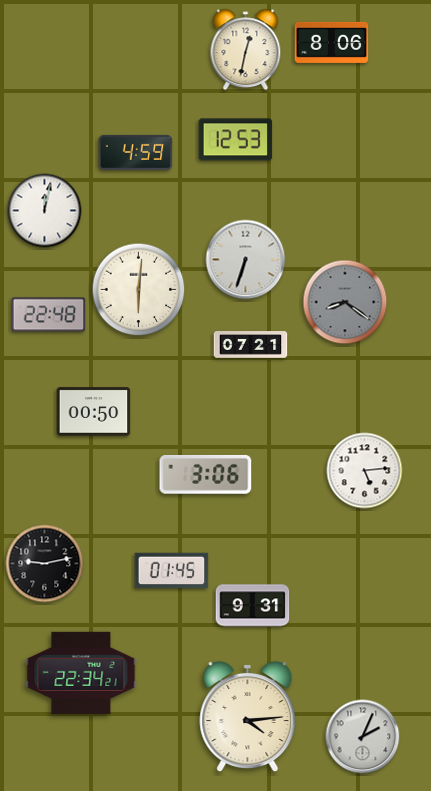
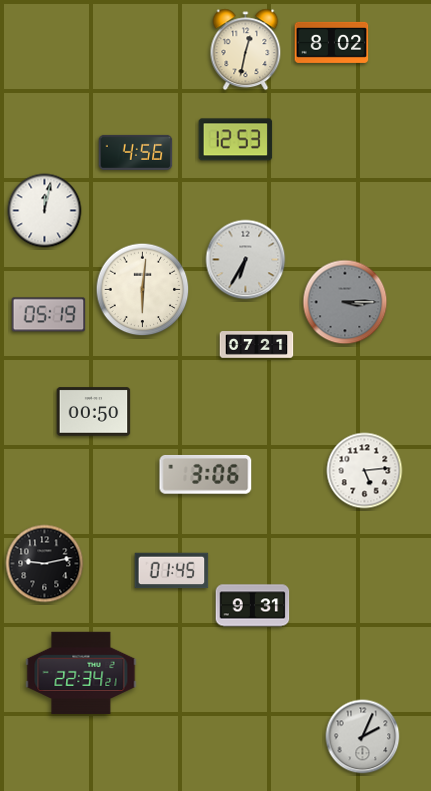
clock at (332, 42): 8:06 -> 8:02
clock at (136, 152): 4:59 -> 4:56
clock at (246, 260): 6:33 -> 6:35
clock at (139, 290) position: (139, 290) -> (143, 290)
clock at (345, 302): 8:21 -> 3:15
clock at (49, 315): 22:48 -> 05:19
clock at (251, 345) position: (251, 345) -> (257, 345)
clock at (248, 717): 4:14 -> none
